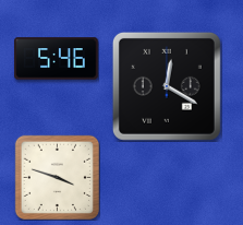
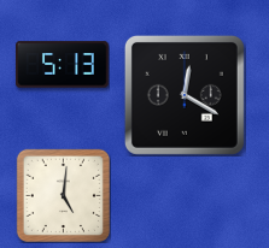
clock at (57, 59): 5:46 -> 5:13
clock at (57, 177): 3:48 -> 5:01
